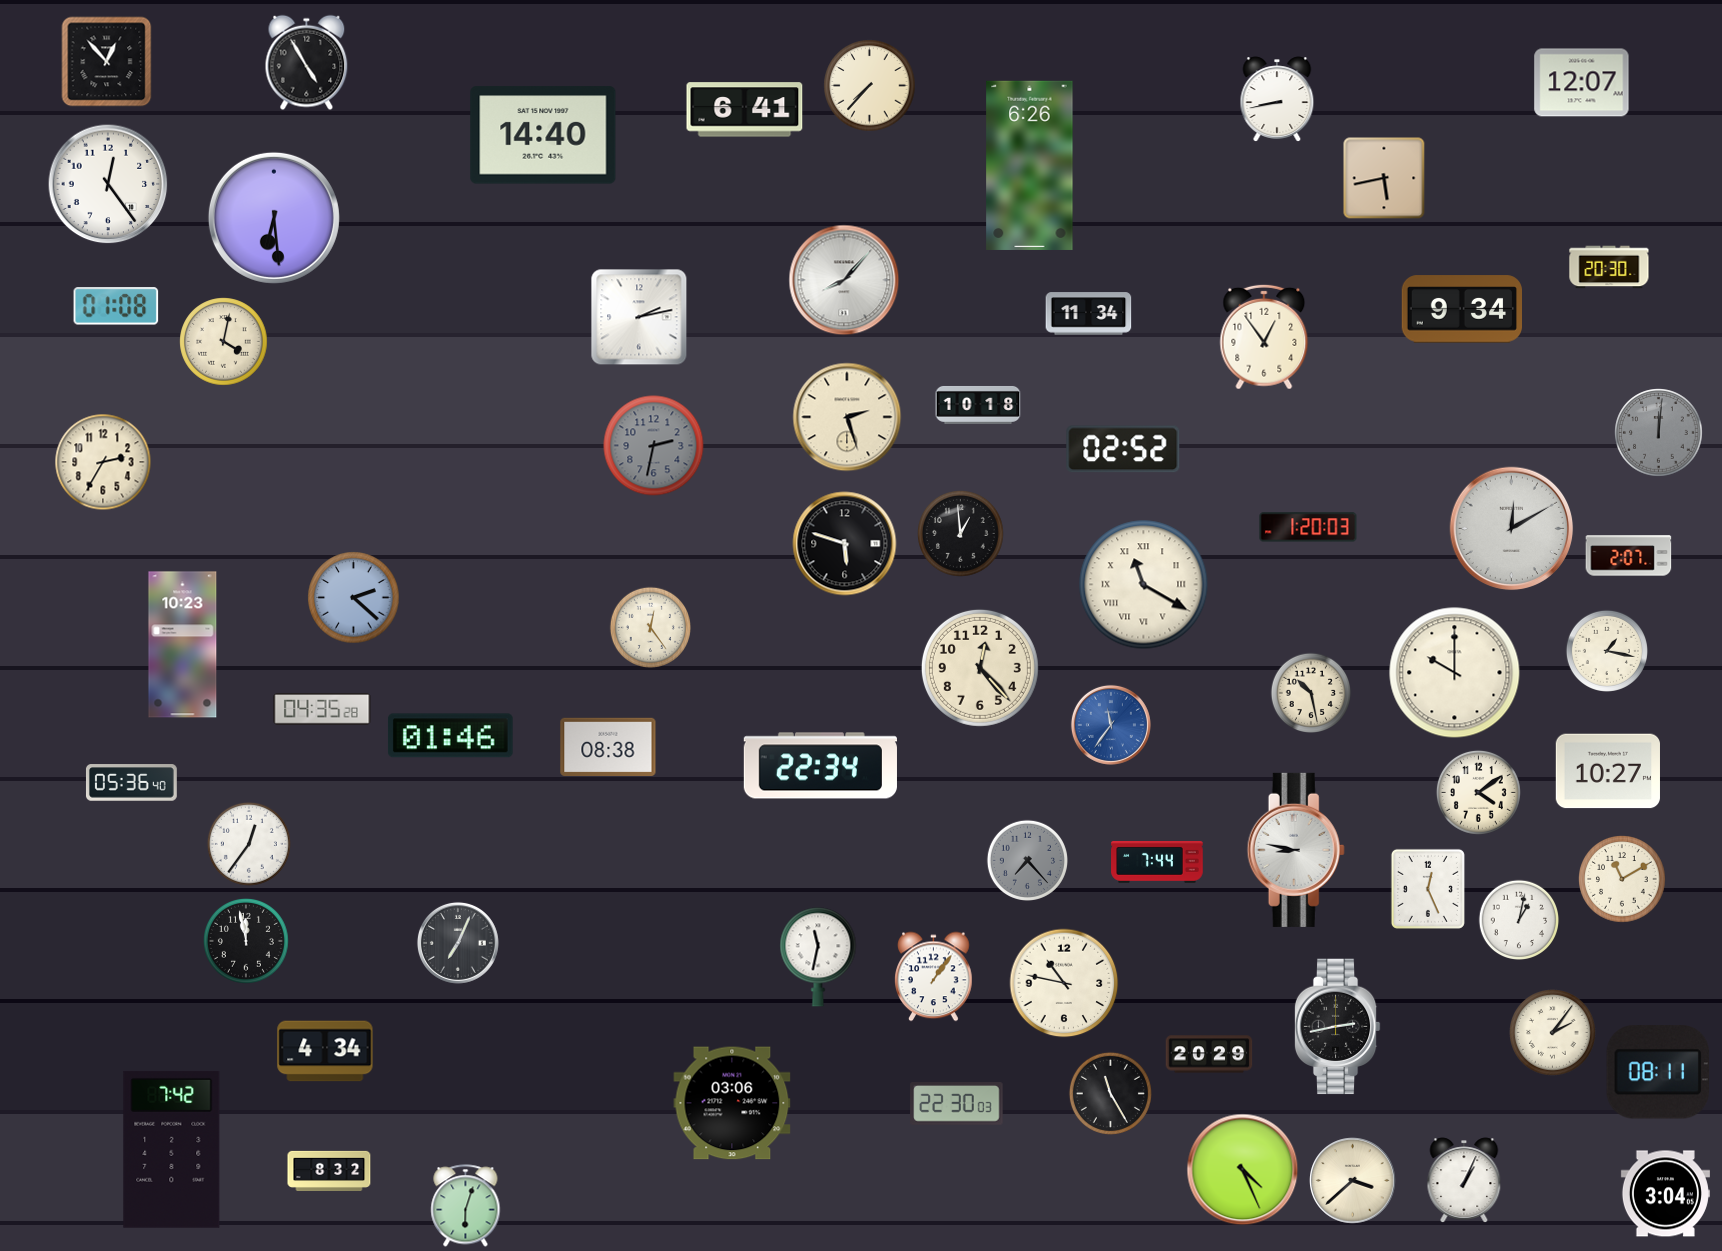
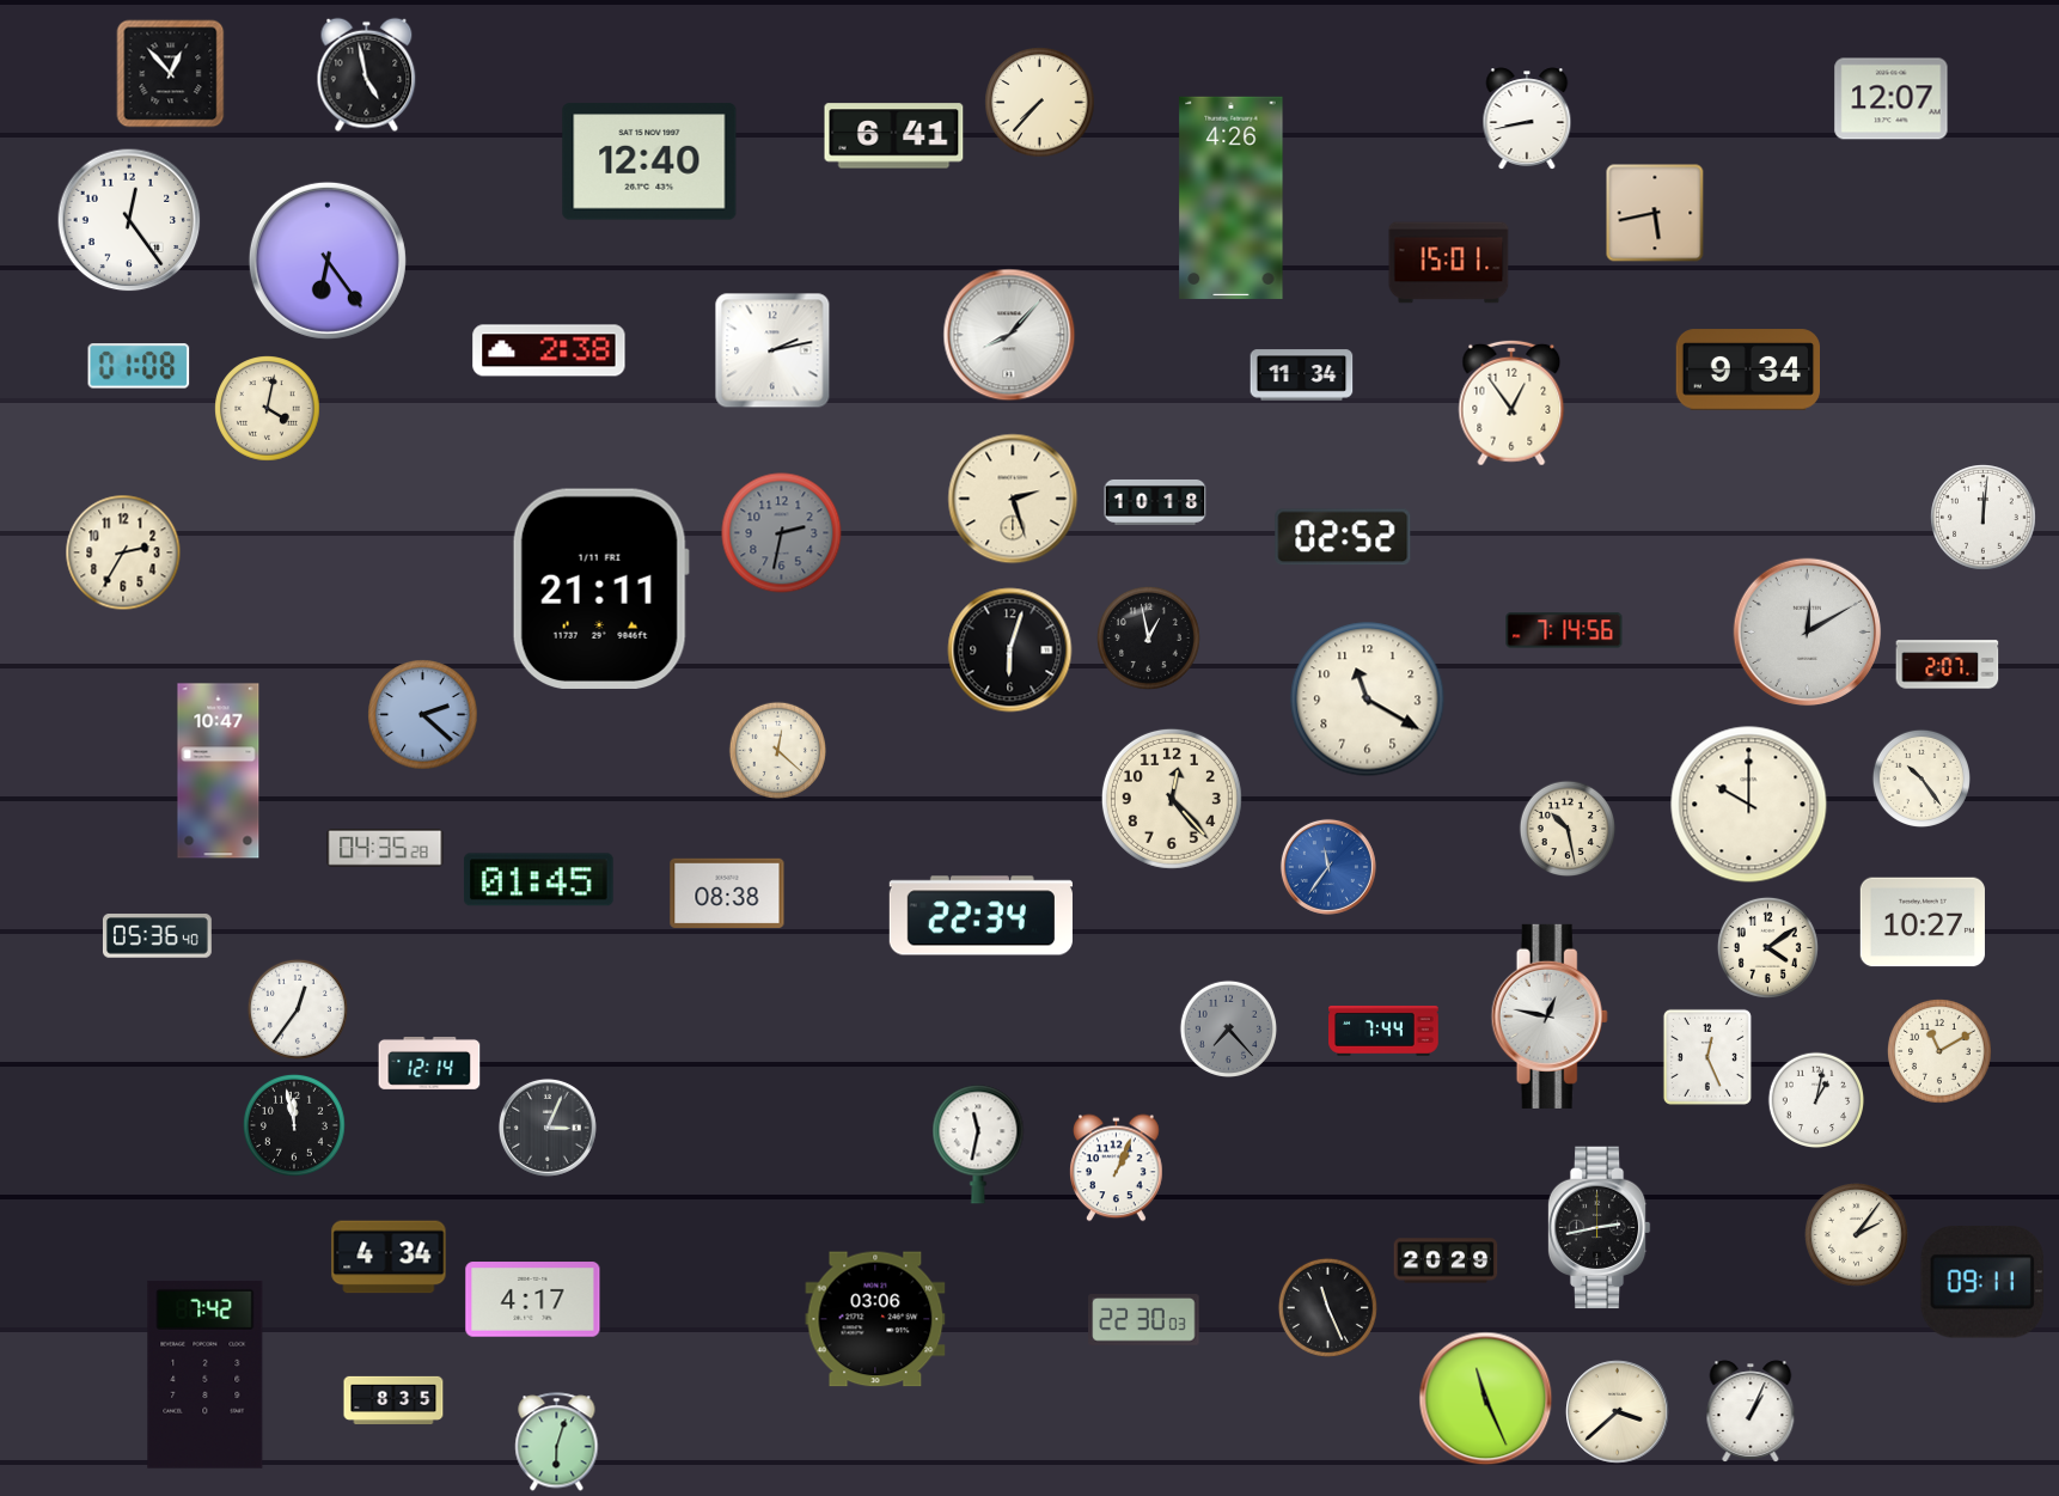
clock at (107, 62) position: (107, 62) -> (171, 74)
clock at (307, 63): 4:55 -> 4:58
clock at (745, 110) position: (745, 110) -> (894, 136)
clock at (543, 135): 14:40 -> 12:40
clock at (1030, 165): 6:26 -> 4:26
clock at (274, 218): 6:29 -> 6:24
clock at (1449, 263): none -> 15:01
clock at (1609, 267): 20:30 -> none
clock at (549, 350): none -> 2:38
clock at (639, 317) position: (639, 317) -> (772, 350)
clock at (978, 405) position: (978, 405) -> (1155, 502)
clock at (1659, 433) dial: grey -> white
clock at (600, 588): none -> 21:11
clock at (1308, 527): 1:20 -> 7:14
clock at (961, 534): 12:59 -> 12:58
clock at (845, 544): 5:48 -> 6:03
clock at (1144, 585) numerals: Roman -> Arabic
clock at (650, 627): 12:24 -> 12:22
clock at (183, 645): 10:23 -> 10:47
clock at (1607, 651): 1:17 -> 10:24
clock at (1455, 673) position: (1455, 673) -> (1749, 805)
clock at (450, 736): 01:46 -> 01:45
clock at (1296, 850): 8:47 -> 12:47
clock at (1428, 889) position: (1428, 889) -> (1707, 1057)
clock at (429, 1064): none -> 12:14
clock at (458, 943): 7:04 -> 3:04
clock at (934, 977): 1:06 -> 1:04
clock at (1064, 983): 10:47 -> none
clock at (1657, 1072): 08:11 -> 09:11
clock at (533, 1300): none -> 4:17
clock at (1110, 1093): 11:25 -> 11:26
clock at (329, 1170): 8:32 -> 8:35
clock at (1243, 1170): 4:26 -> 11:26
clock at (1665, 1194): 3:04 -> none
